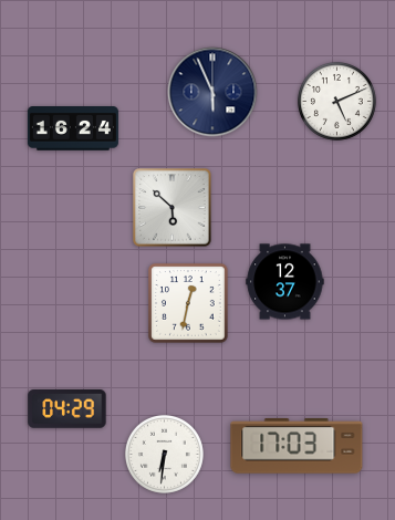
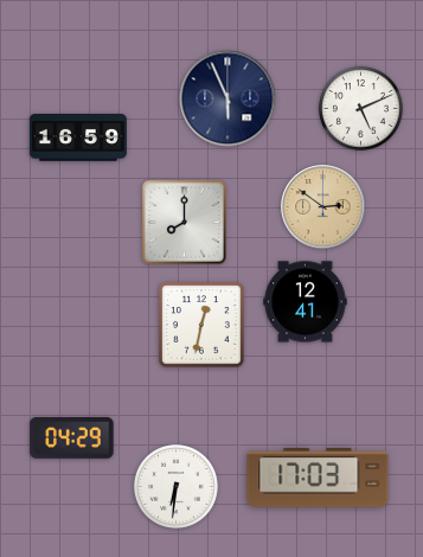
clock at (73, 129): 16:24 -> 16:59
clock at (323, 207): none -> 2:51
clock at (173, 208): 5:52 -> 8:00
clock at (285, 282): 12:37 -> 12:41
